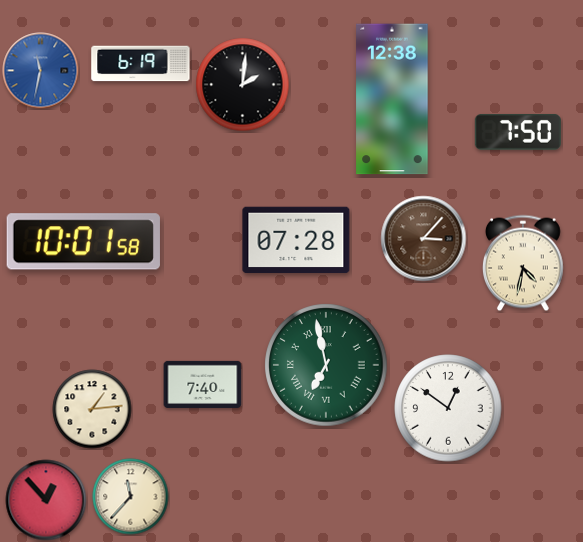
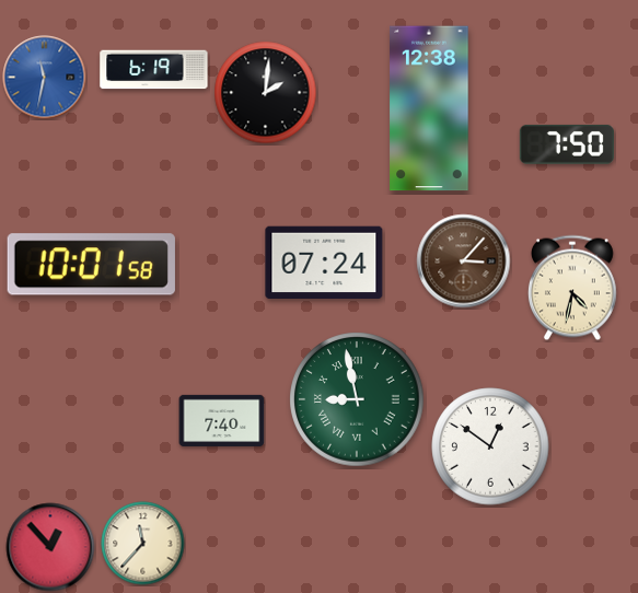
clock at (296, 240): 07:28 -> 07:24
clock at (326, 365): 6:58 -> 8:58
clock at (92, 409): 1:14 -> none
